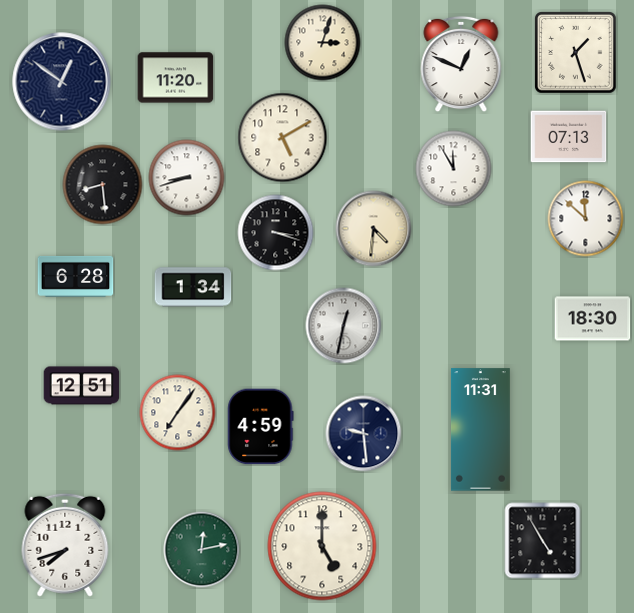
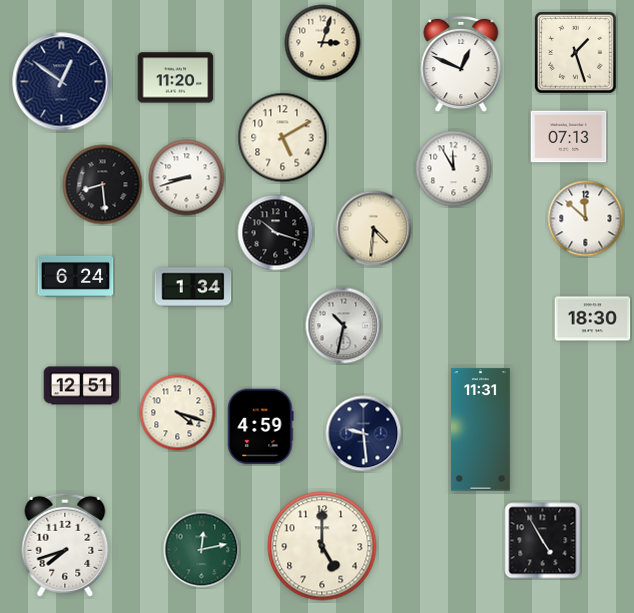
clock at (276, 233): 3:18 -> 10:18
clock at (76, 276): 6:28 -> 6:24
clock at (344, 326): 12:32 -> 10:32
clock at (178, 413): 7:06 -> 4:18
